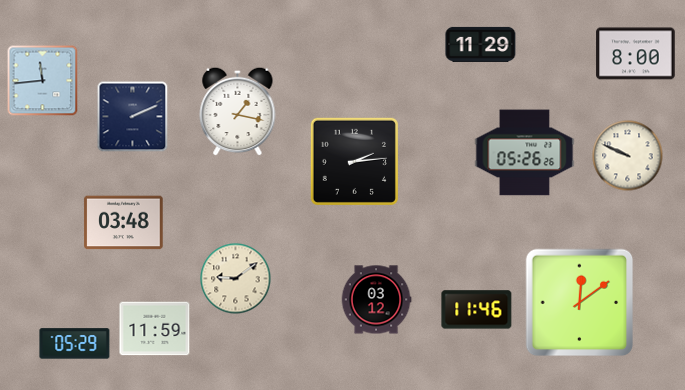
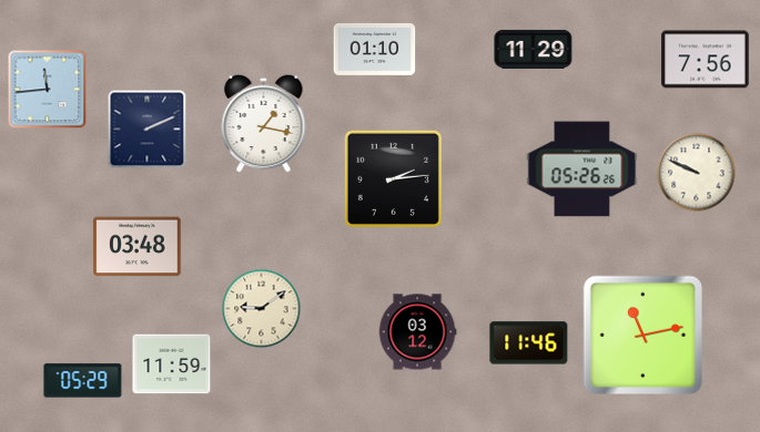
clock at (375, 49): none -> 01:10
clock at (636, 54): 8:00 -> 7:56
clock at (580, 303): 12:09 -> 11:13
